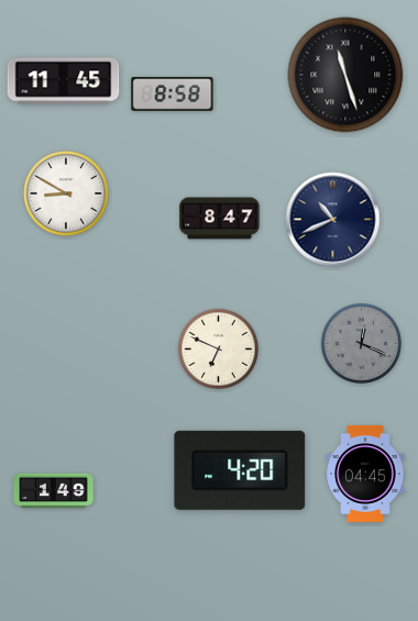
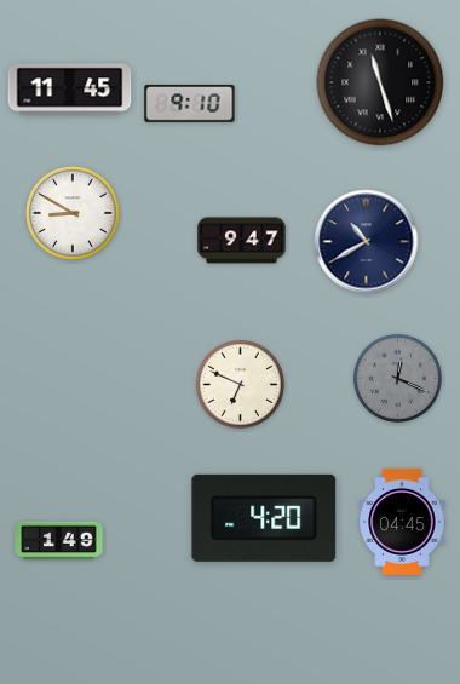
clock at (173, 93): 8:58 -> 9:10
clock at (220, 219): 8:47 -> 9:47
clock at (333, 220): 10:41 -> 10:40
